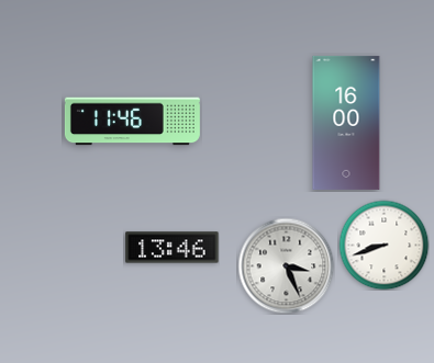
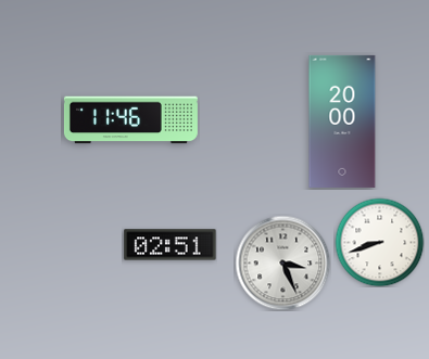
clock at (346, 123): 16:00 -> 20:00
clock at (173, 248): 13:46 -> 02:51
